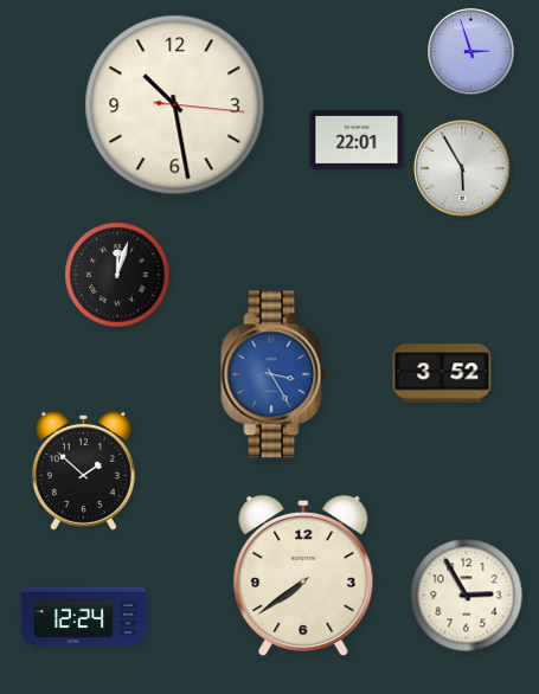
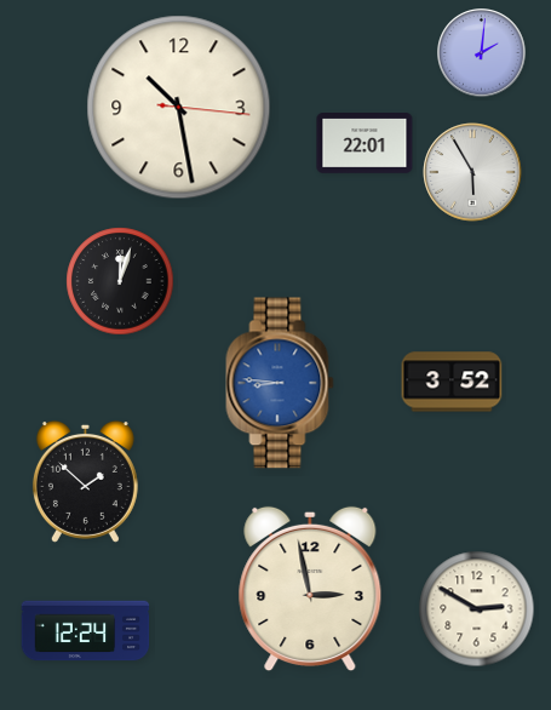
clock at (471, 52): 2:57 -> 2:01
clock at (274, 374): 3:25 -> 8:46
clock at (303, 576): 7:39 -> 2:58
clock at (467, 596): 2:55 -> 2:50
